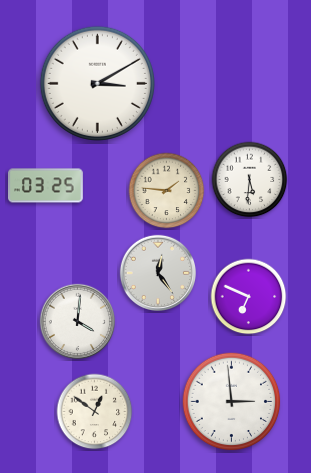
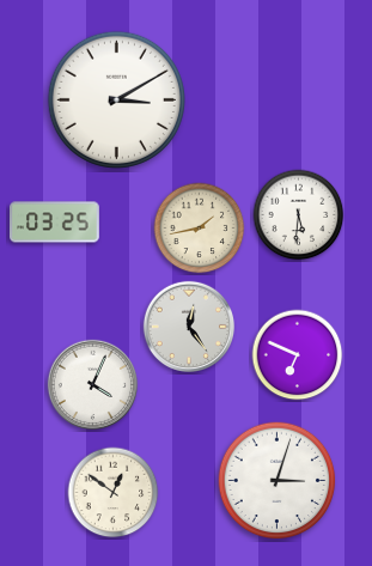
clock at (167, 191): 1:46 -> 1:43
clock at (77, 321): 4:01 -> 4:04
clock at (232, 402): 2:59 -> 3:03
